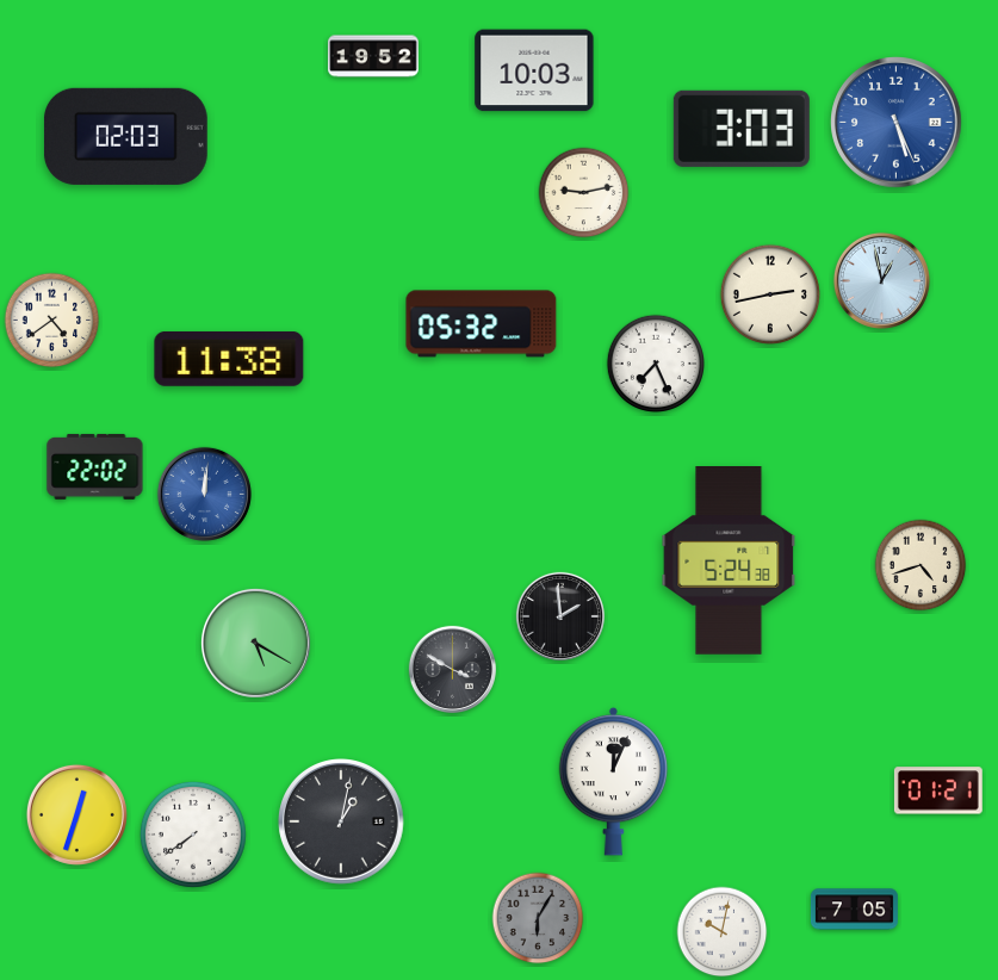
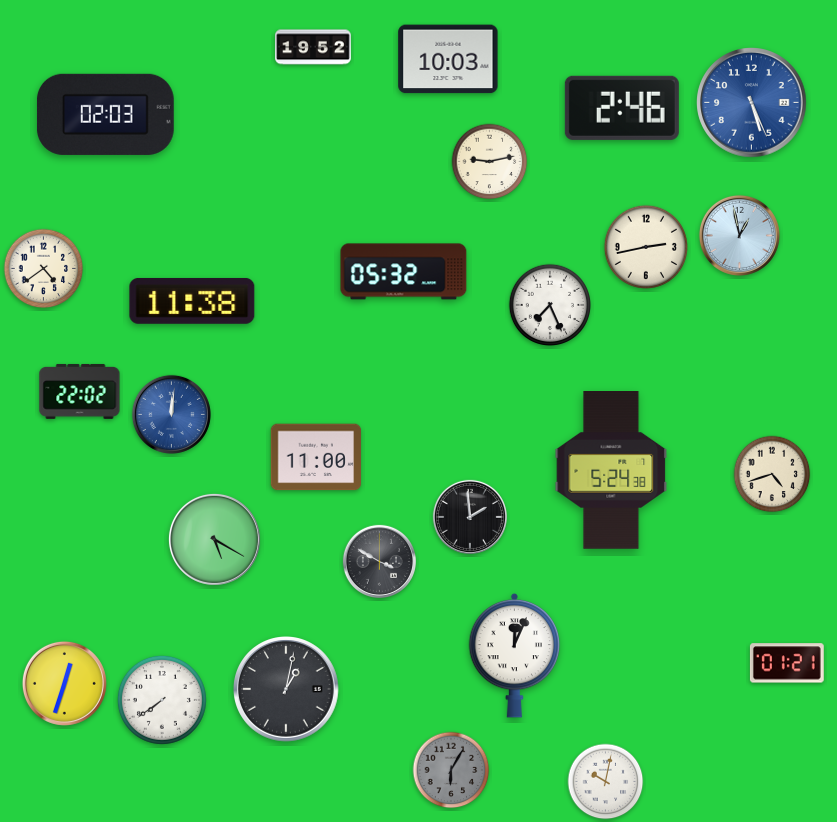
clock at (742, 129): 3:03 -> 2:46
clock at (316, 457): none -> 11:00
clock at (854, 910): 7:05 -> none
